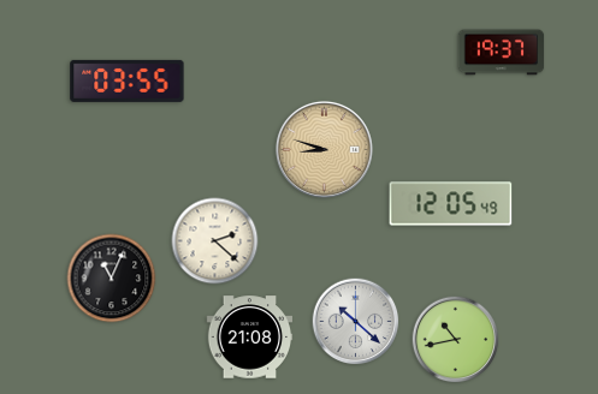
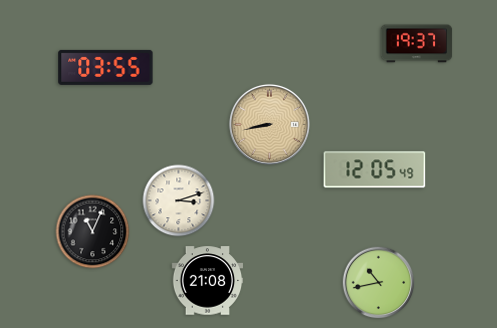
clock at (324, 149): 8:48 -> 8:43
clock at (215, 241): 2:22 -> 3:12
clock at (356, 322): 10:22 -> none
